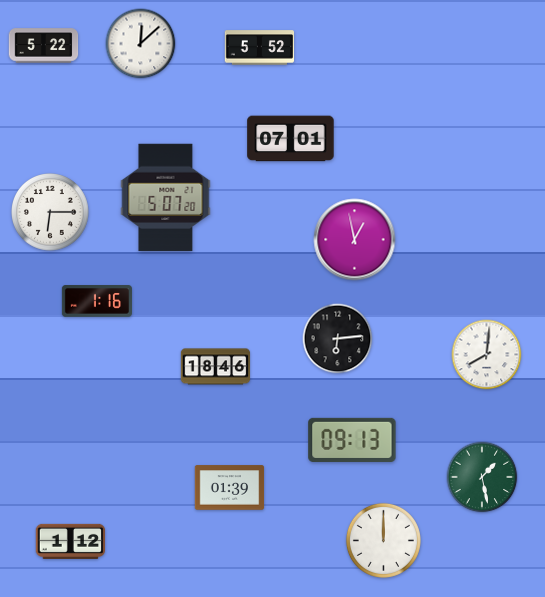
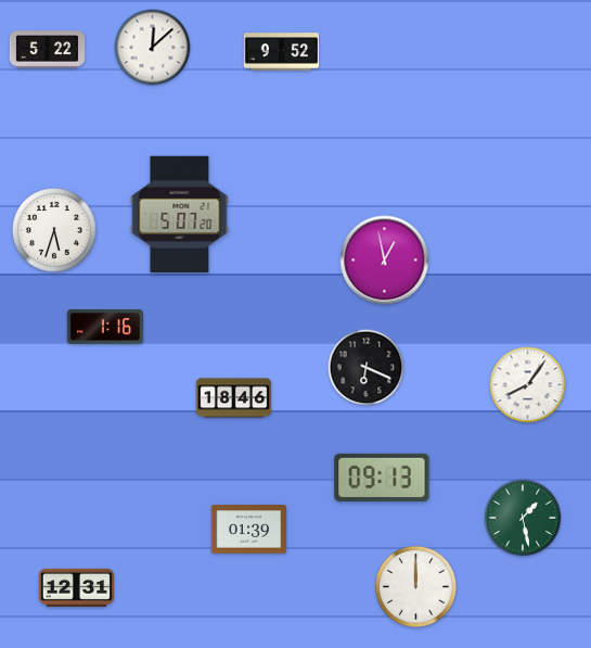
clock at (260, 48): 5:52 -> 9:52
clock at (291, 139): 07:01 -> none
clock at (51, 213): 6:15 -> 5:33
clock at (338, 339): 6:14 -> 6:19
clock at (487, 355): 8:01 -> 8:06
clock at (71, 541): 1:12 -> 12:31
